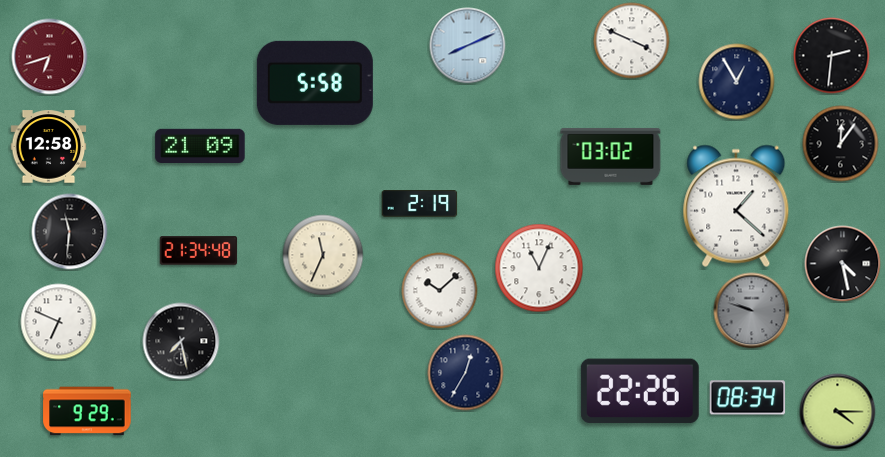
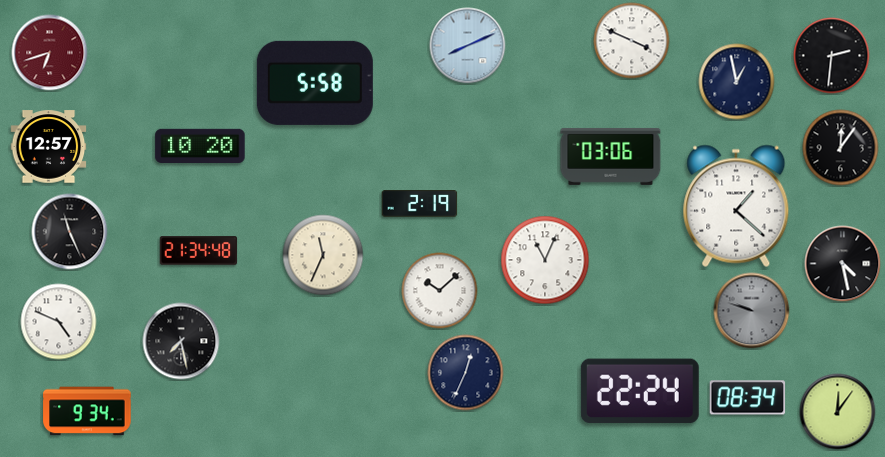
clock at (50, 57) position: (50, 57) -> (50, 53)
clock at (737, 82): 12:55 -> 12:58
clock at (841, 144) position: (841, 144) -> (841, 148)
clock at (200, 145): 21:09 -> 10:20
clock at (49, 147): 12:58 -> 12:57
clock at (611, 156): 03:02 -> 03:06
clock at (70, 232): 11:31 -> 11:26
clock at (539, 268) position: (539, 268) -> (545, 260)
clock at (59, 322): 6:49 -> 4:49
clock at (466, 373): 12:35 -> 12:34
clock at (640, 391): 22:26 -> 22:24
clock at (87, 411): 9:29 -> 9:34
clock at (838, 412): 4:15 -> 12:06
